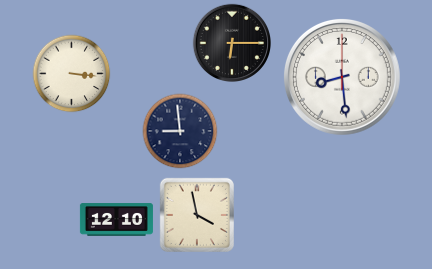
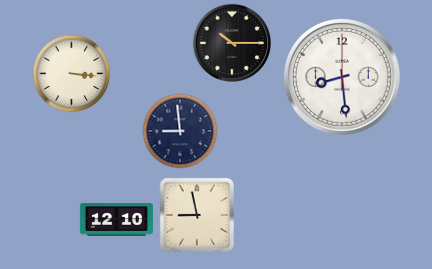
clock at (231, 42): 6:15 -> 10:15
clock at (197, 215): 3:58 -> 8:58
